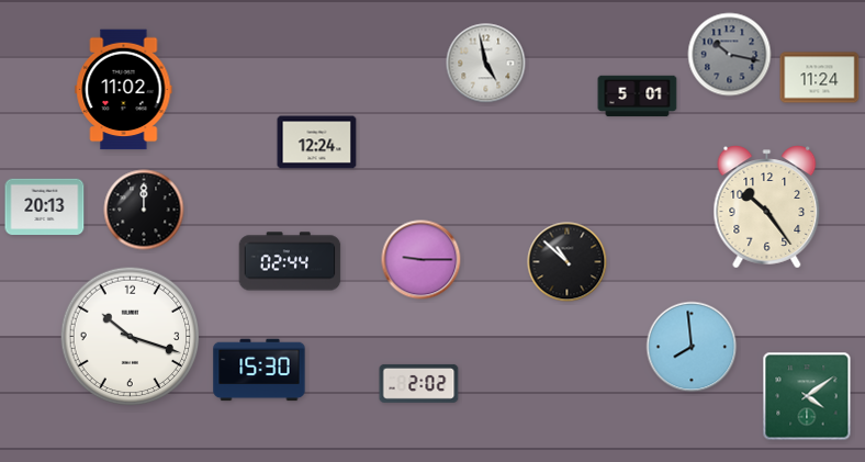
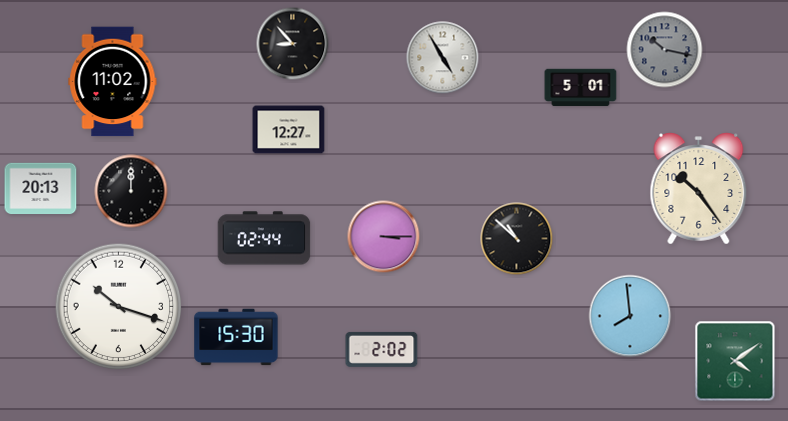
clock at (293, 44): none -> 8:53
clock at (486, 64): 4:58 -> 4:55
clock at (820, 78): 11:24 -> none
clock at (317, 143): 12:24 -> 12:27
clock at (422, 260): 9:15 -> 3:15
